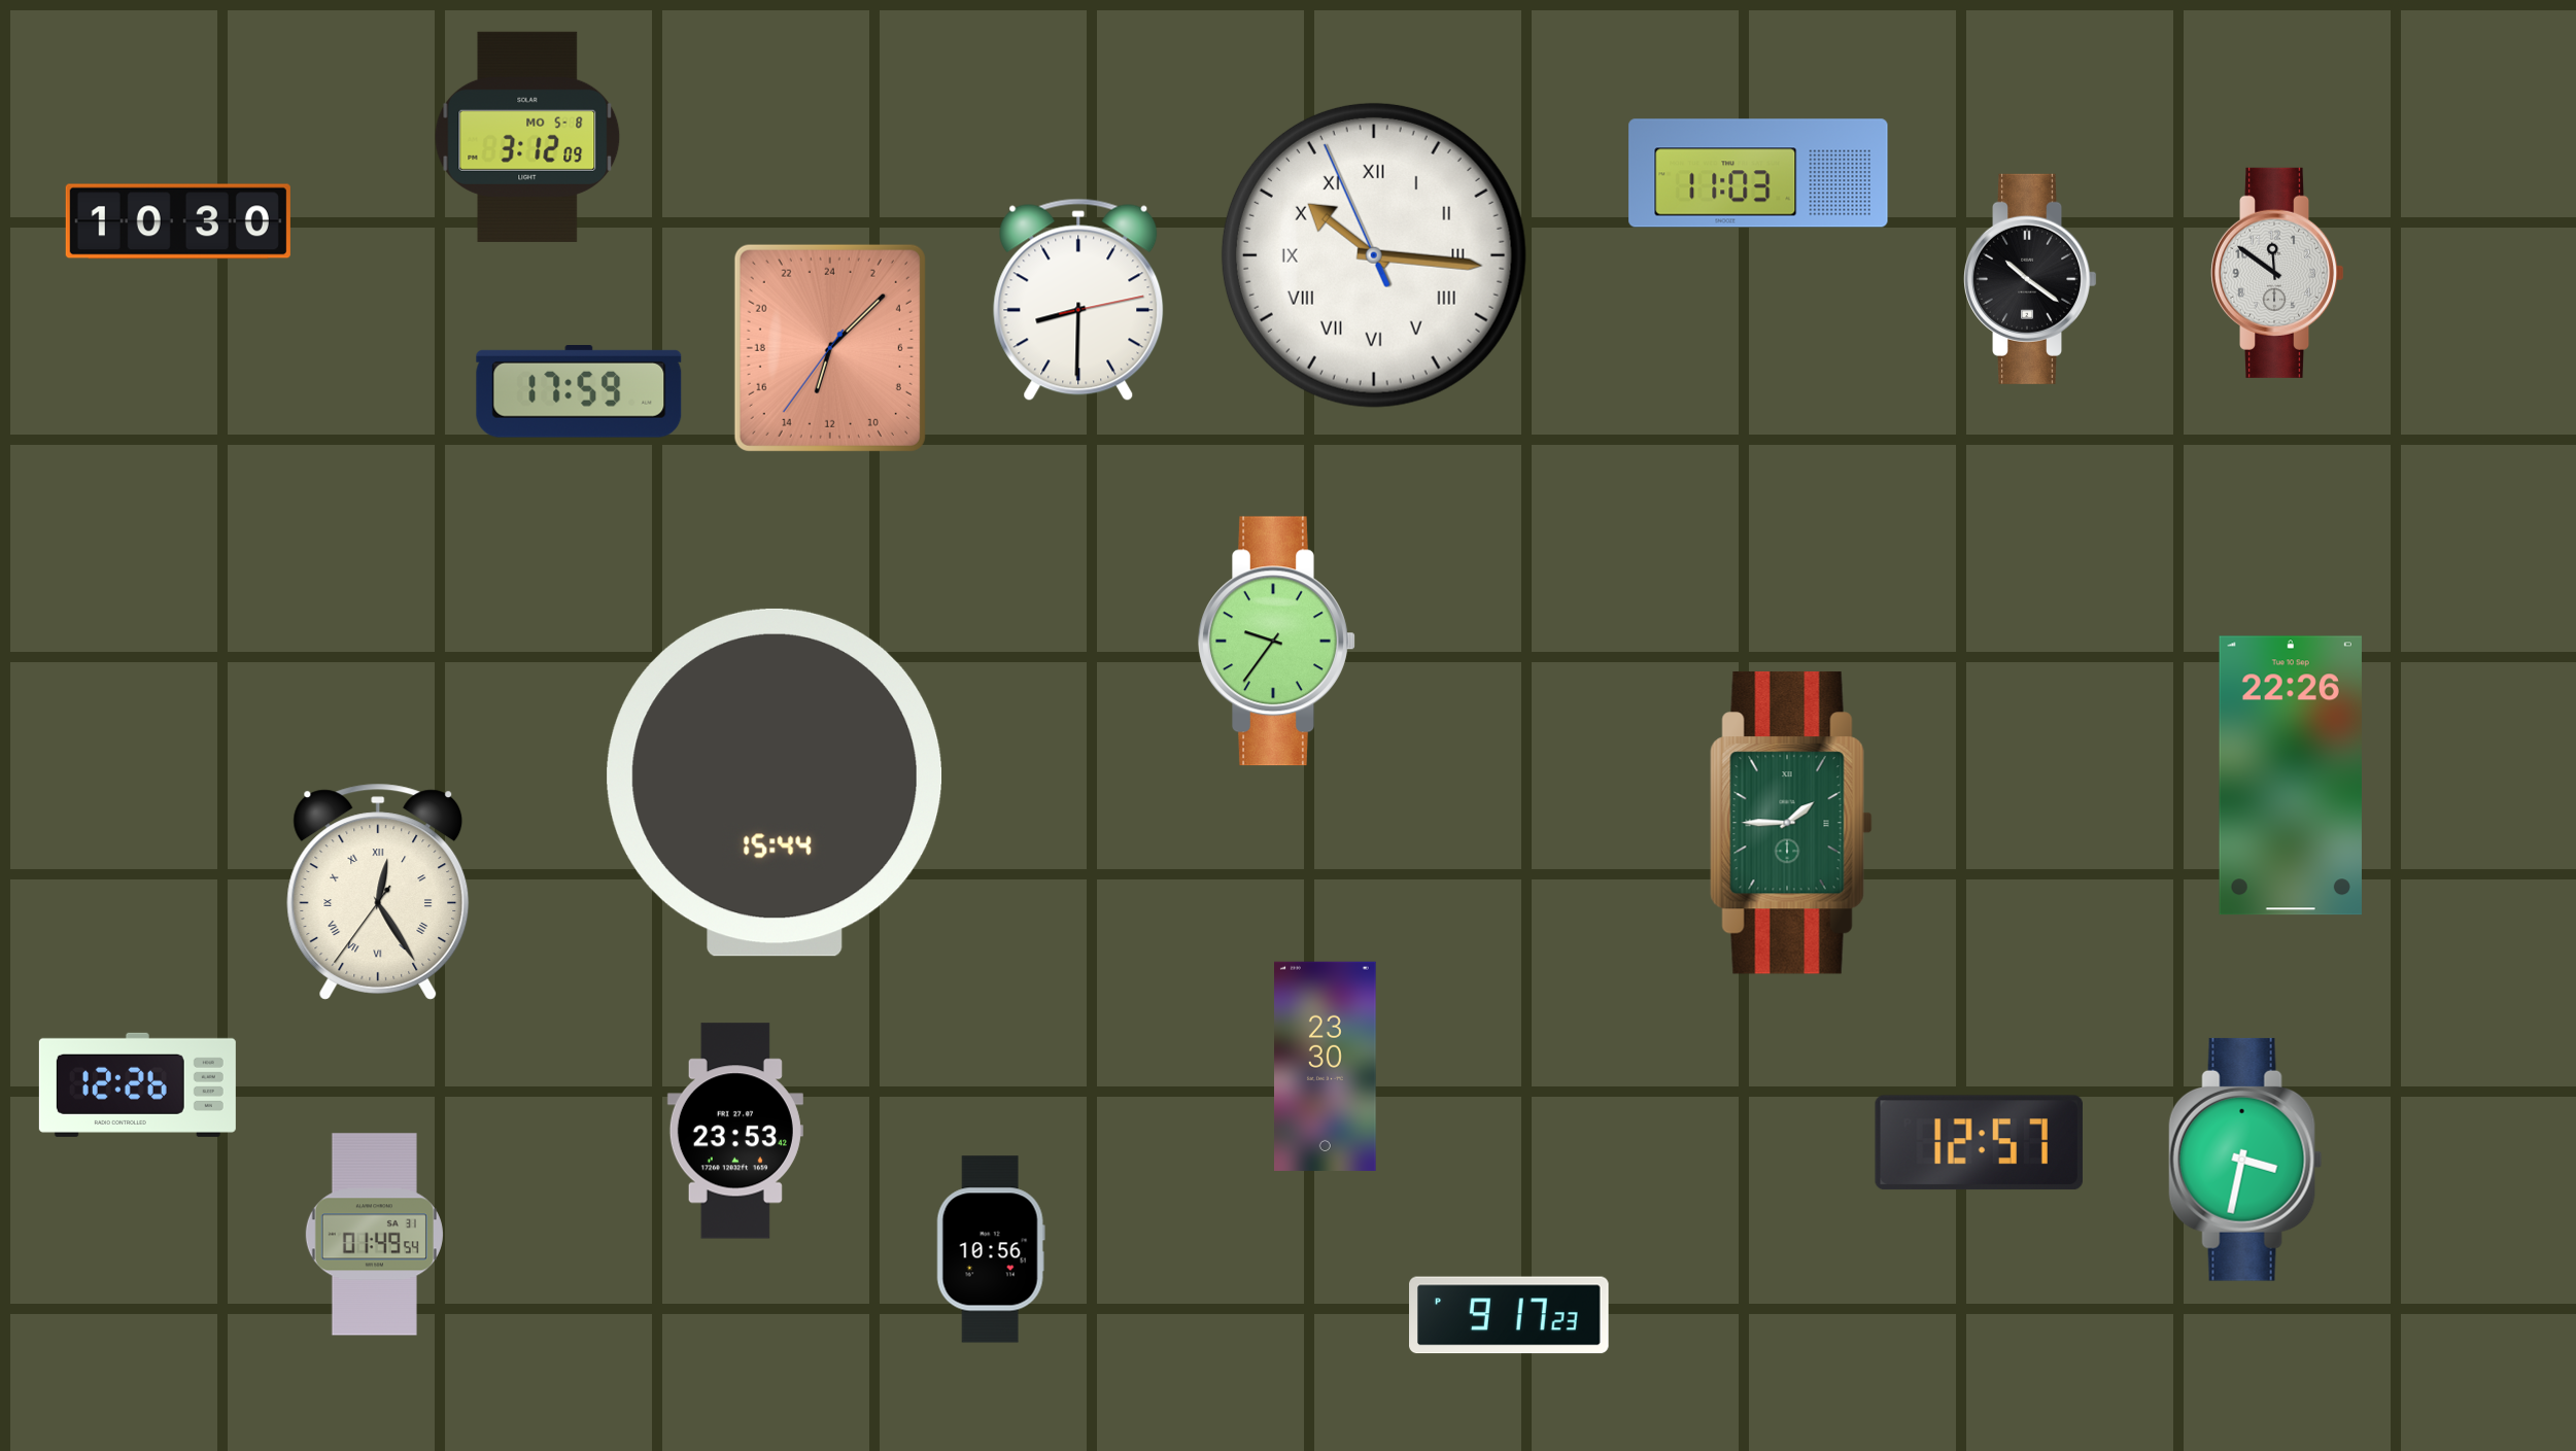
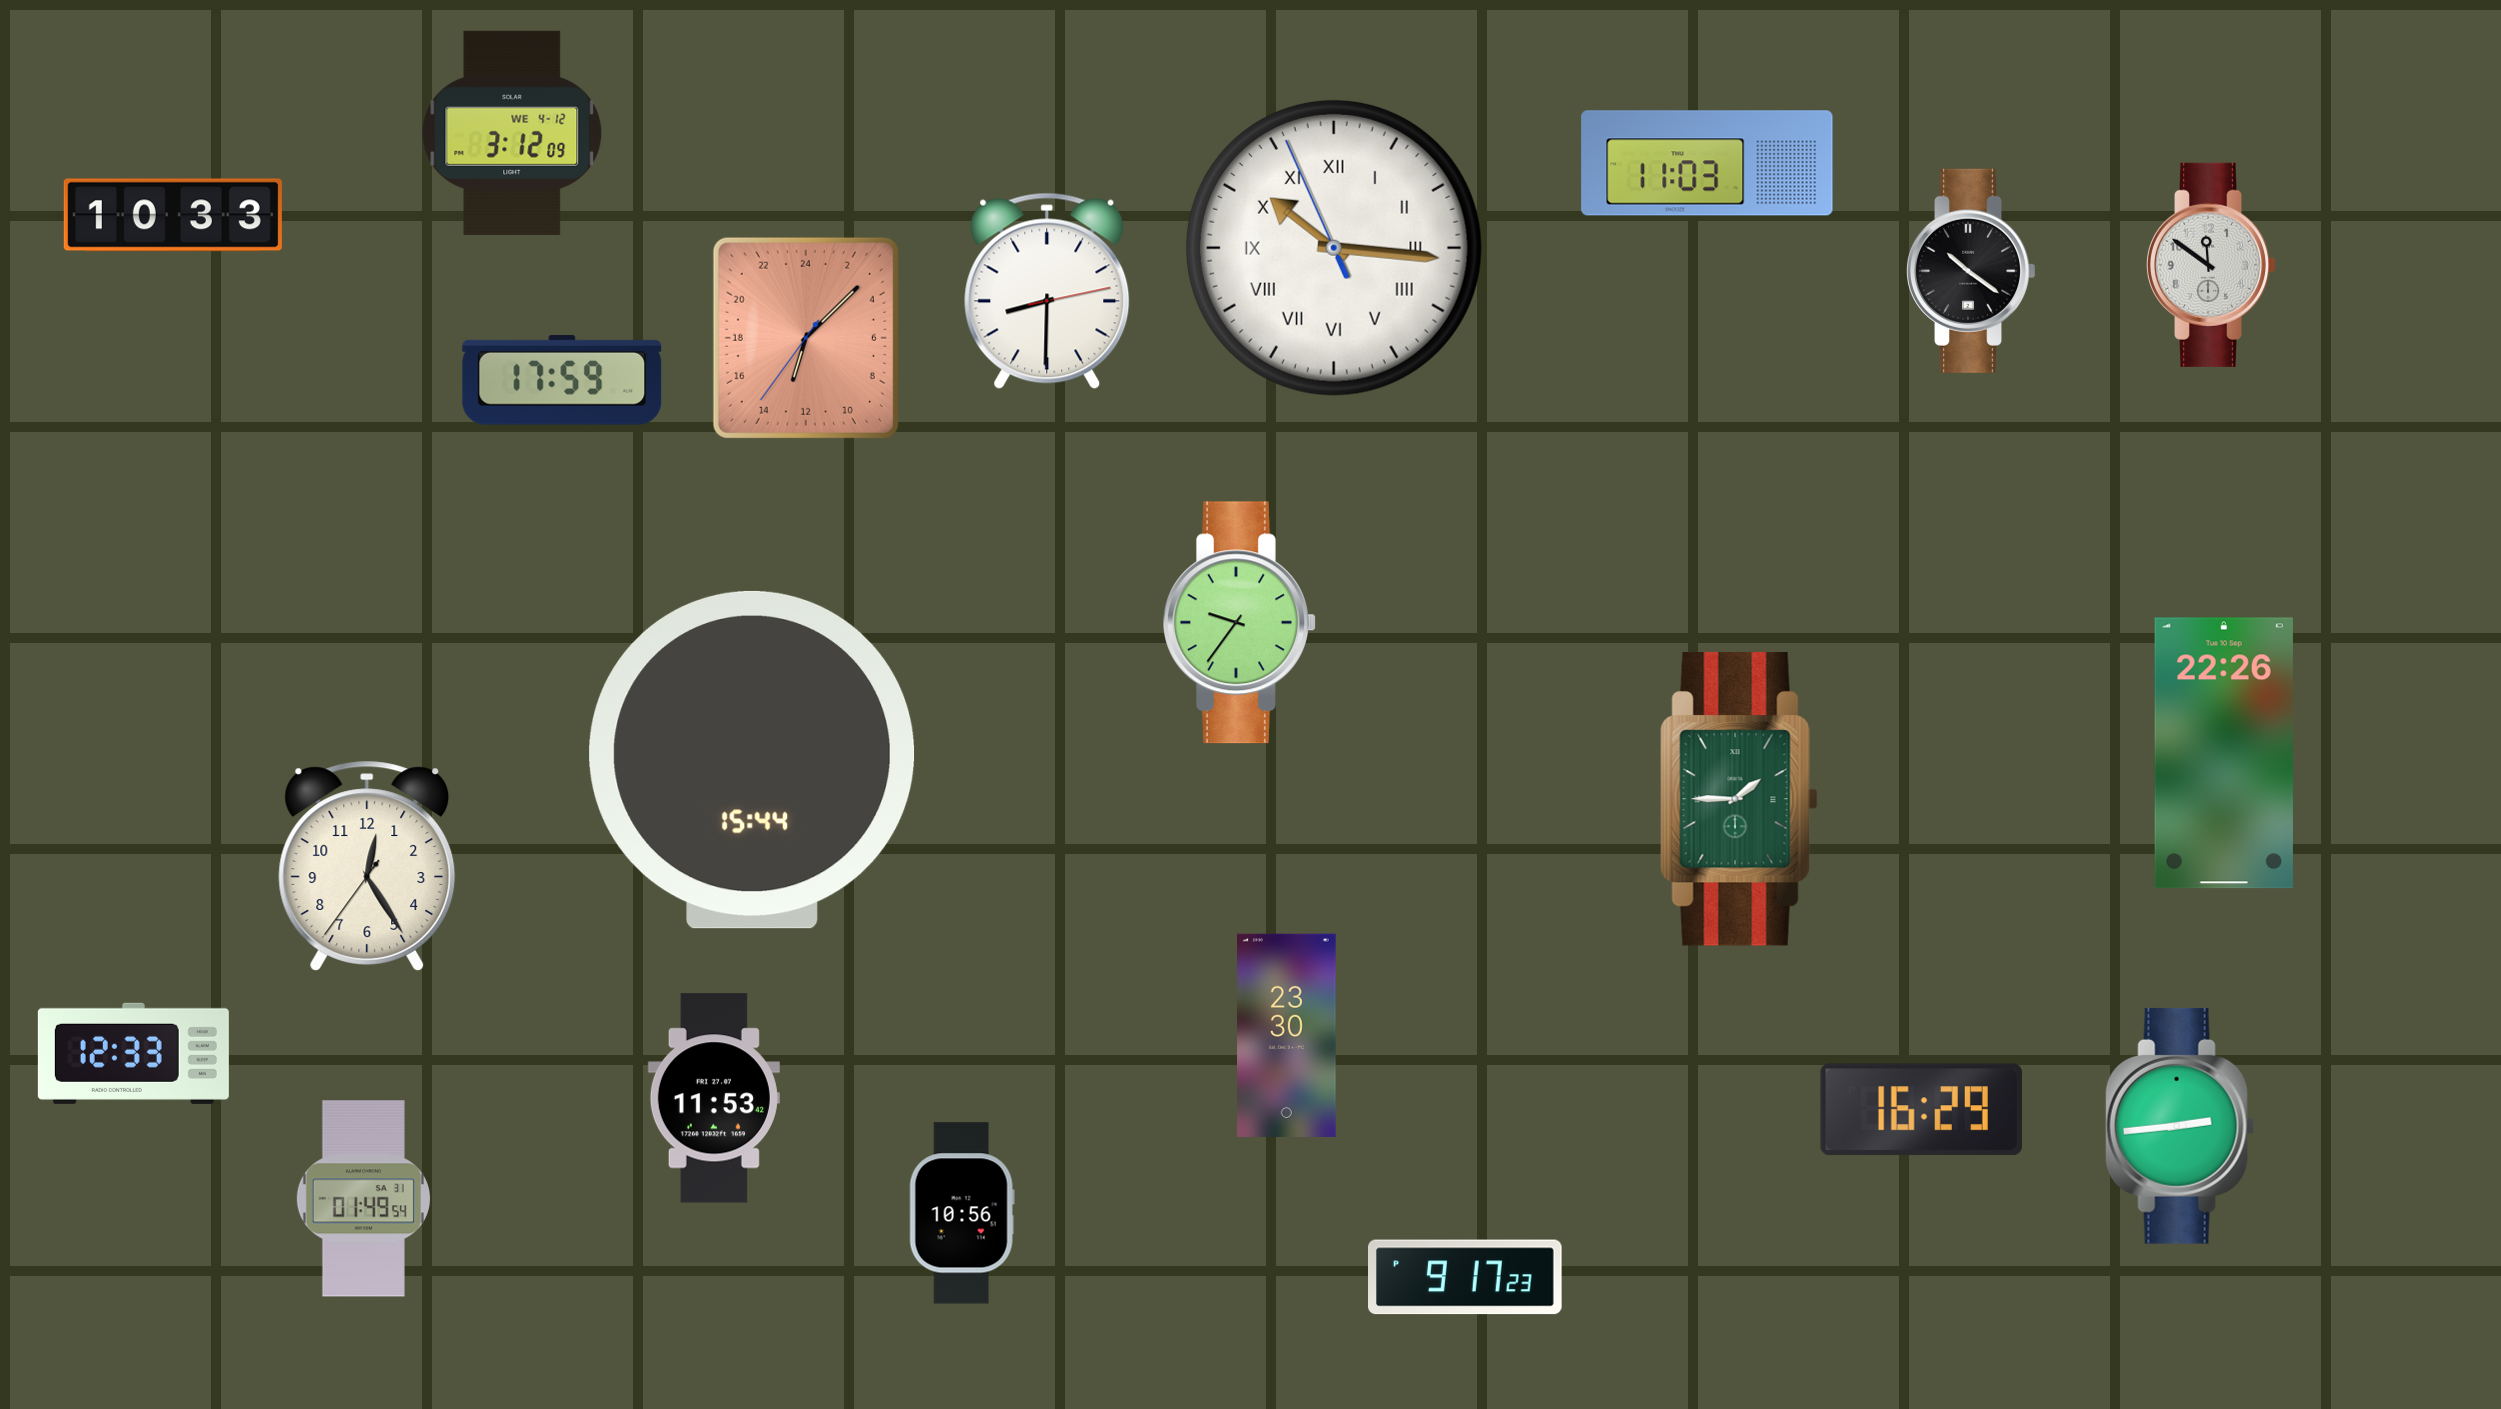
clock at (527, 137) date: MO 5-8 -> WE 4-12
clock at (1758, 173) position: (1758, 173) -> (1707, 163)
clock at (178, 221): 10:30 -> 10:33
clock at (378, 892) numerals: Roman -> Arabic
clock at (137, 1084): 12:26 -> 12:33
clock at (735, 1131): 23:53 -> 11:53
clock at (1979, 1143): 12:57 -> 16:29
clock at (2245, 1160): 3:32 -> 2:44
